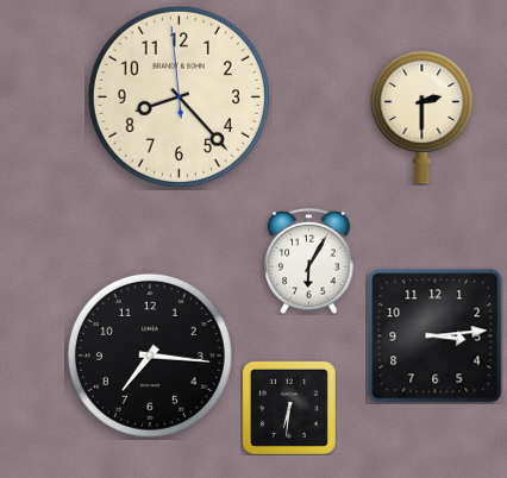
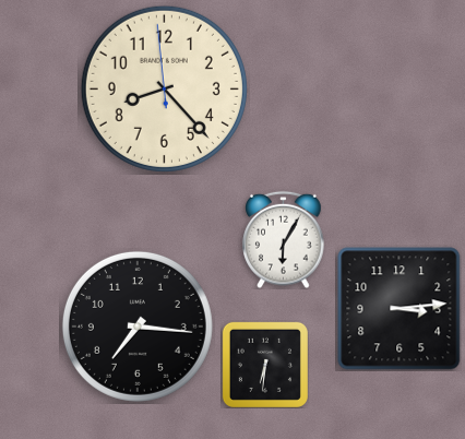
clock at (422, 117): 2:30 -> none
clock at (289, 408) position: (289, 408) -> (265, 365)
